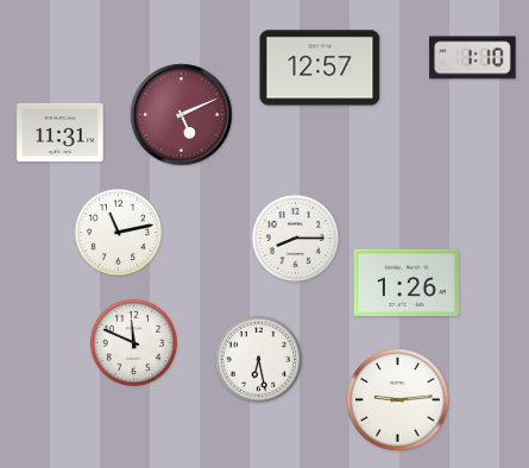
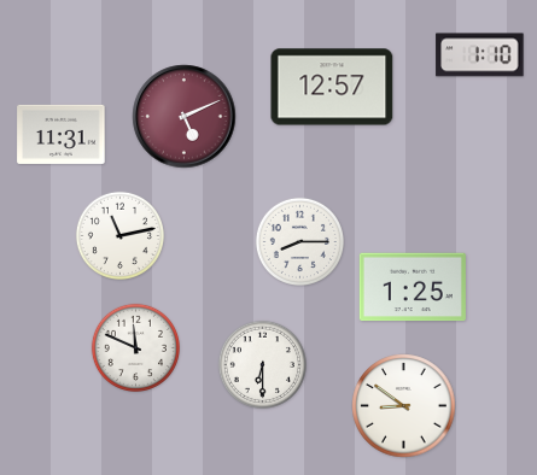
clock at (473, 58) position: (473, 58) -> (480, 55)
clock at (320, 68) position: (320, 68) -> (332, 87)
clock at (407, 283): 1:26 -> 1:25
clock at (258, 359): 6:28 -> 6:30
clock at (398, 400): 9:14 -> 8:51
